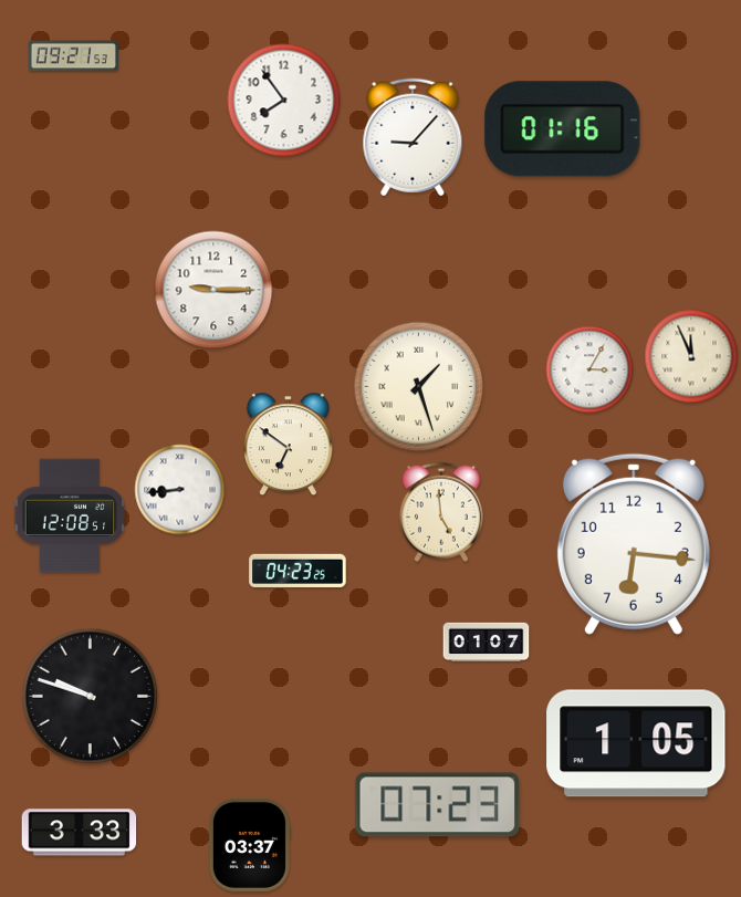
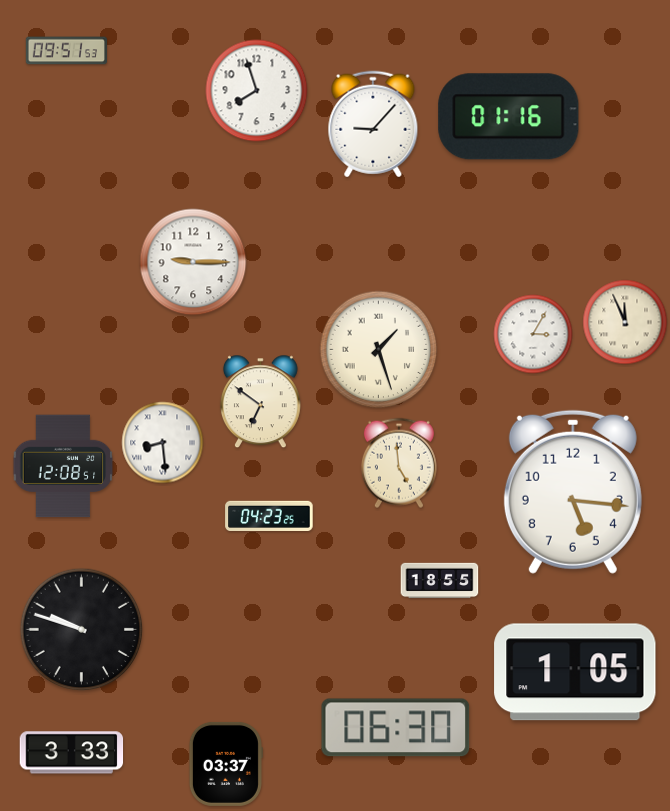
clock at (73, 56): 09:21 -> 09:51
clock at (284, 101): 7:54 -> 7:57
clock at (180, 490): 8:44 -> 8:29
clock at (634, 544): 6:16 -> 5:16
clock at (487, 643): 01:07 -> 18:55
clock at (438, 805): 07:23 -> 06:30
